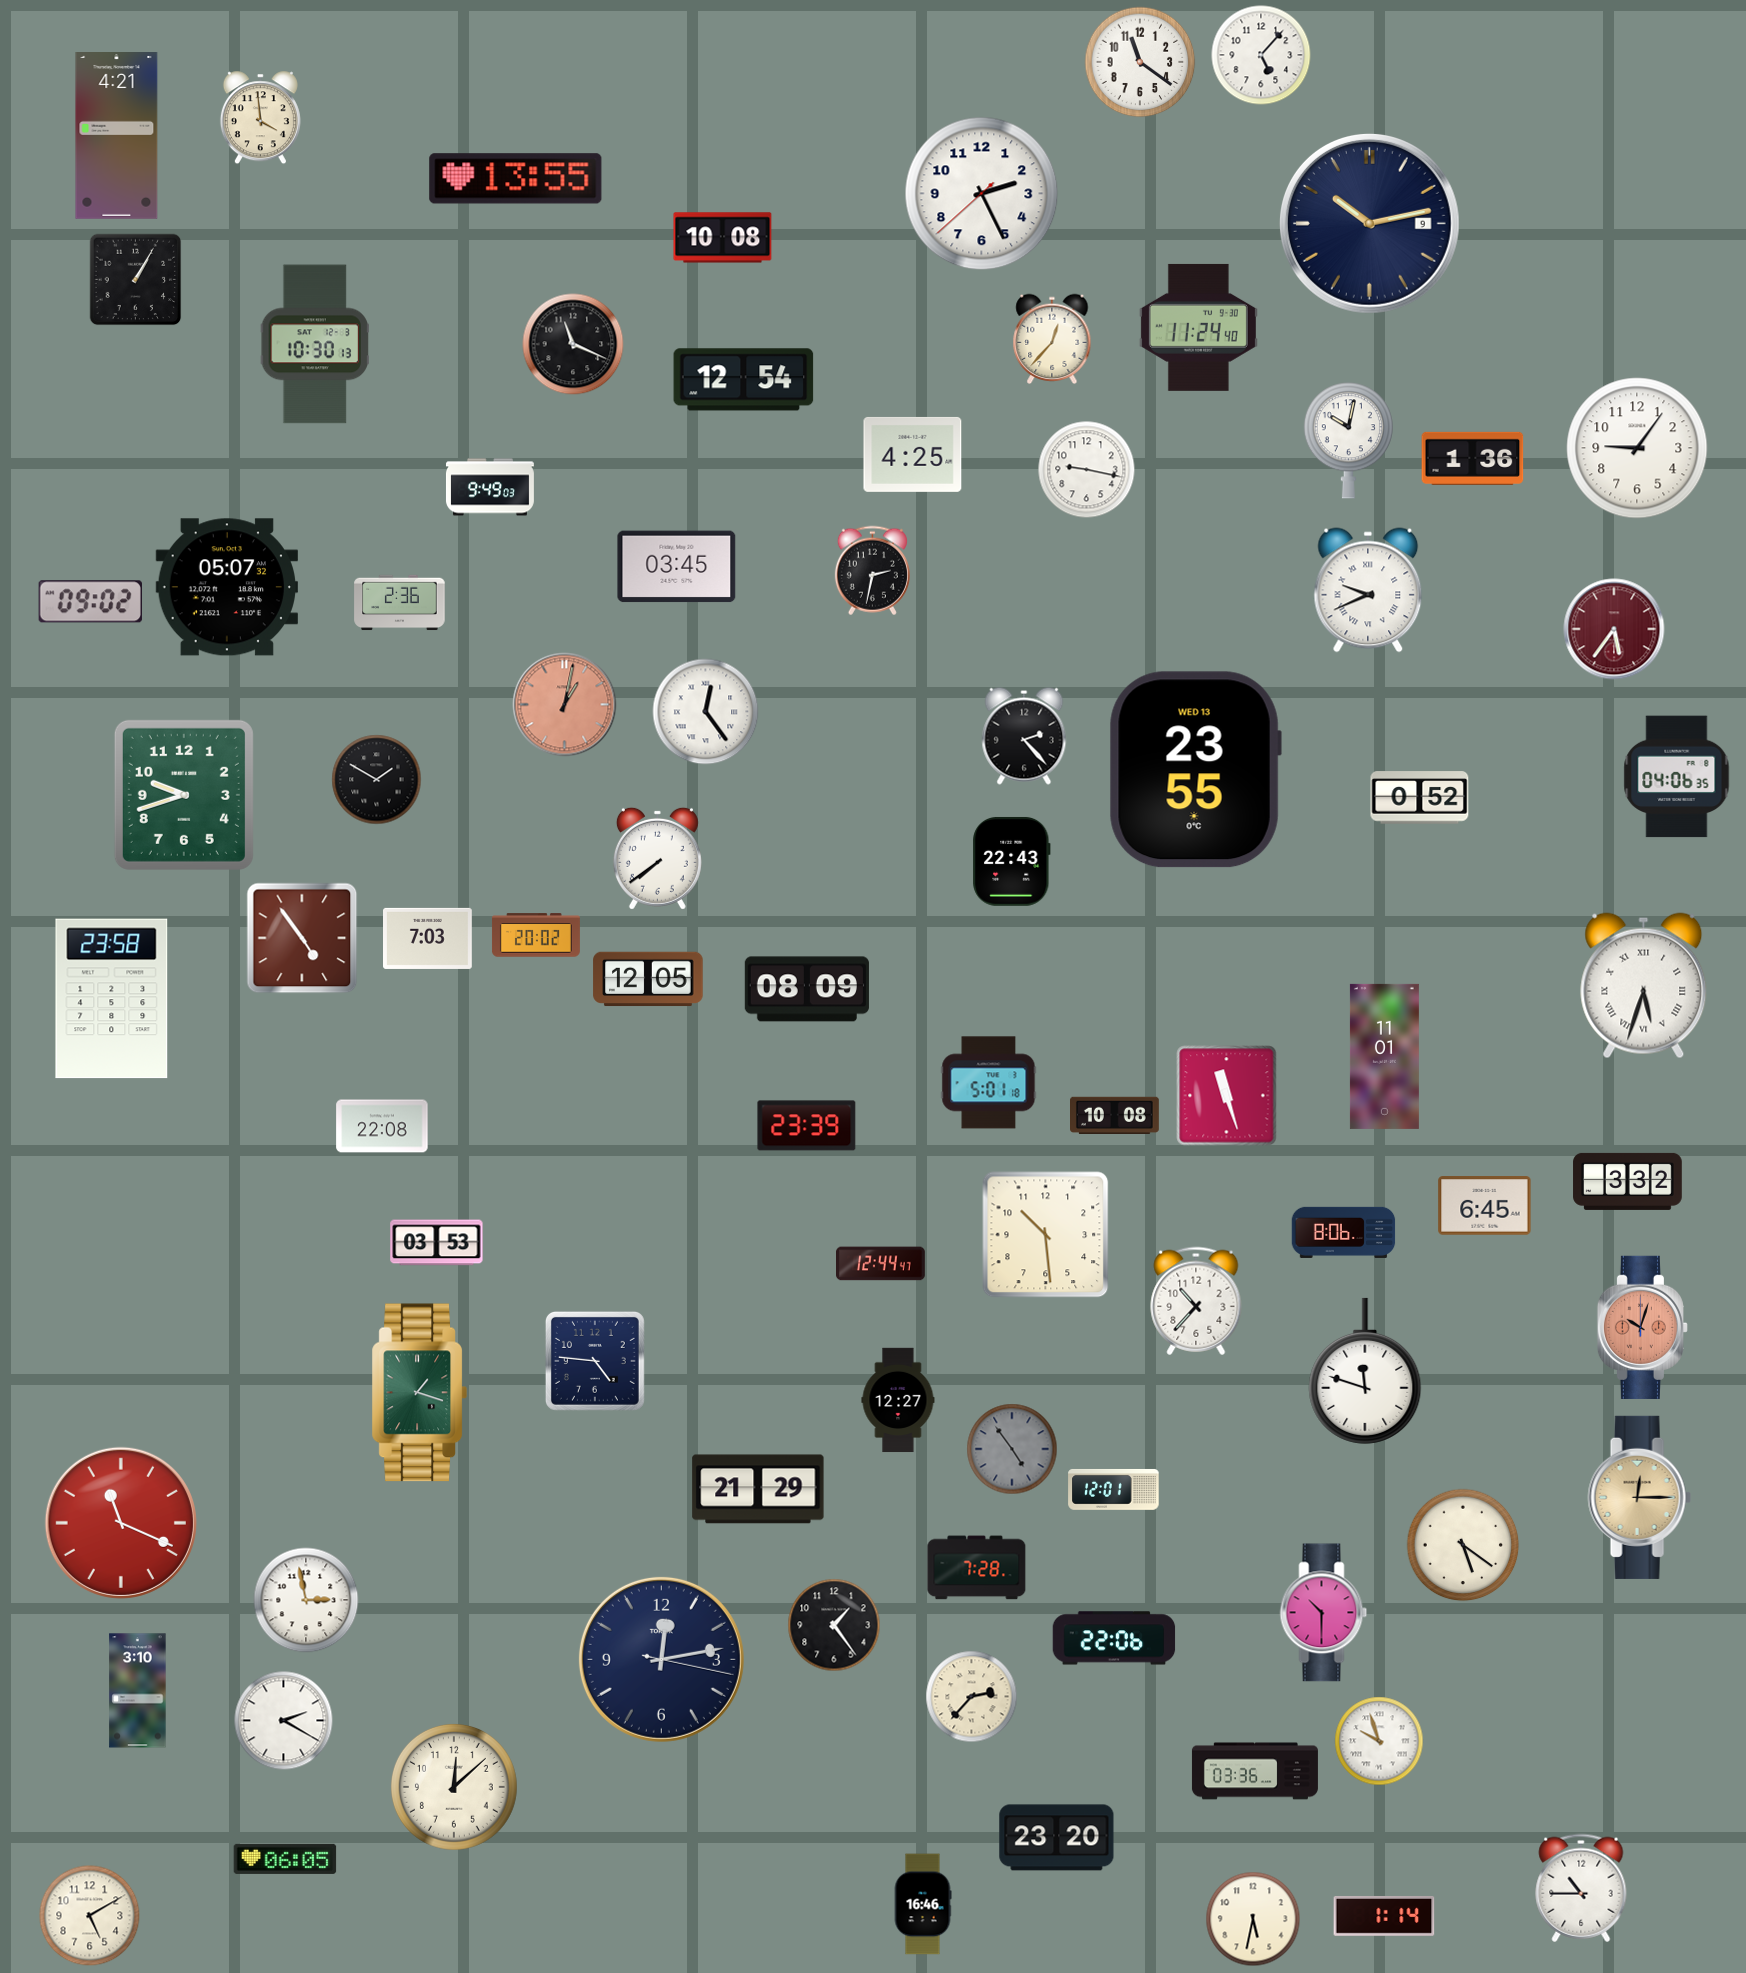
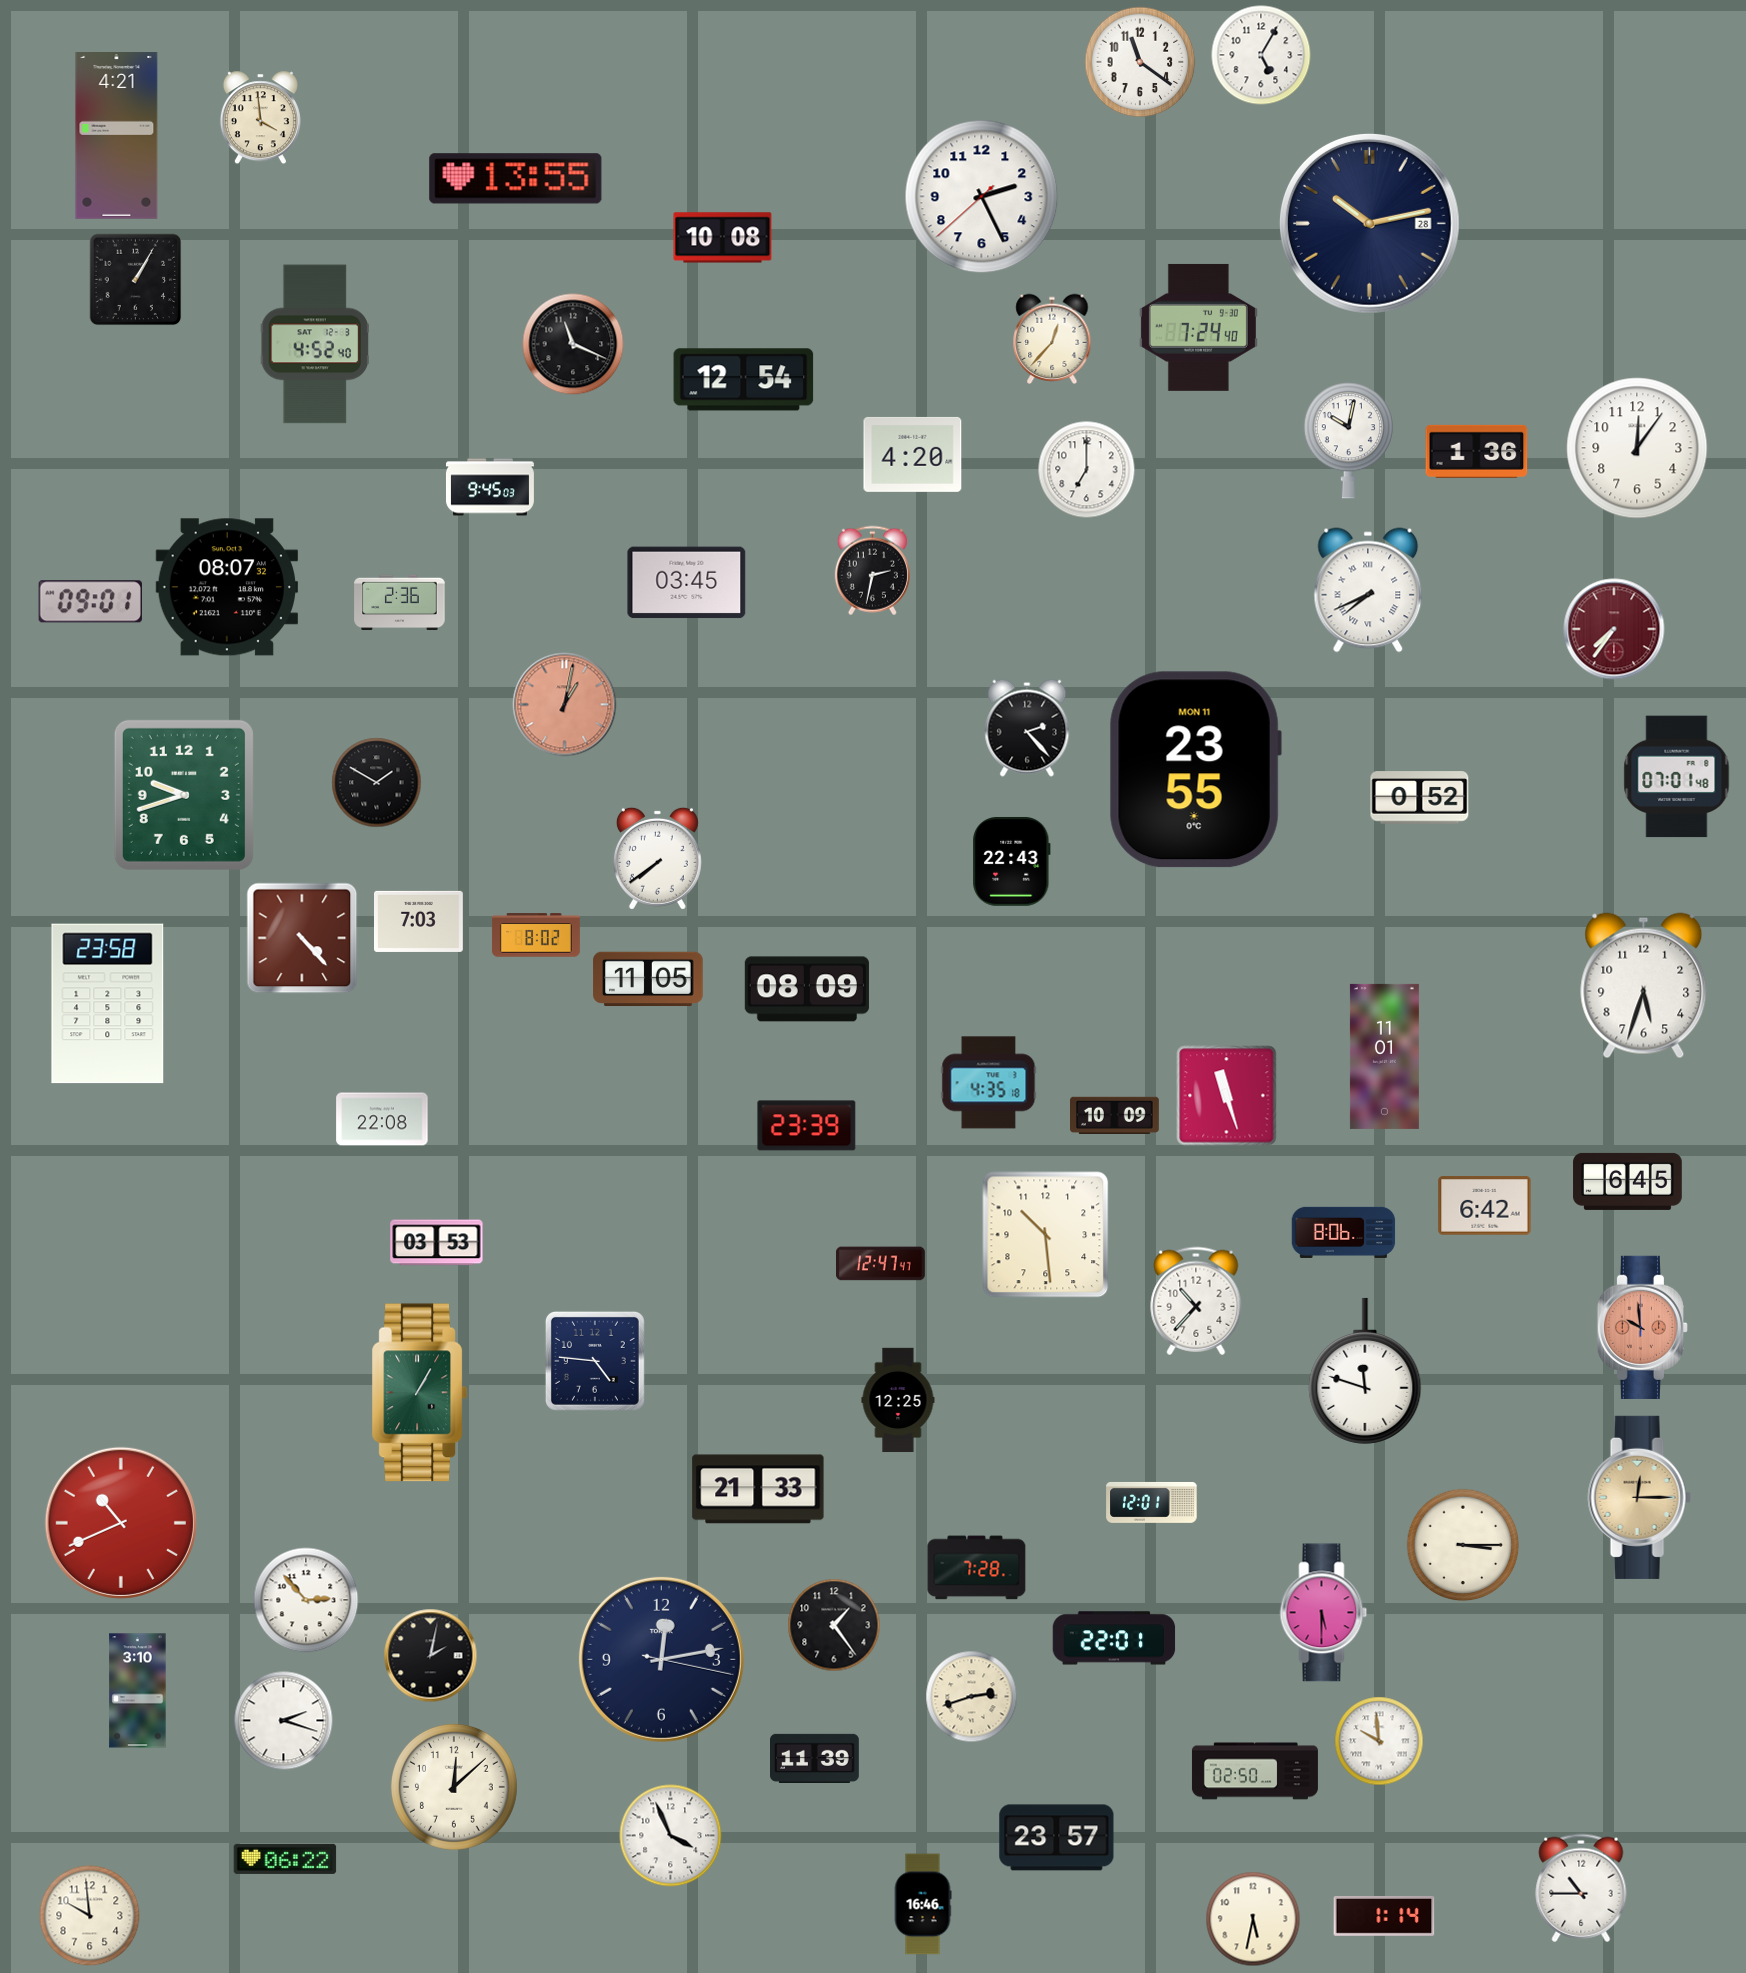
clock at (1261, 55): 5:07 -> 5:05
clock at (982, 194) position: (982, 194) -> (982, 197)
clock at (1369, 223) date: 9 -> 28
clock at (1198, 327): 11:24 -> 7:24
clock at (315, 344): 10:30 -> 4:52
clock at (1637, 448): 9:06 -> 12:06
clock at (913, 454): 4:25 -> 4:20
clock at (1473, 458) position: (1473, 458) -> (1477, 451)
clock at (1087, 470): 9:17 -> 7:00
clock at (490, 487): 9:49 -> 9:45
clock at (677, 567) position: (677, 567) -> (687, 583)
clock at (227, 587): 05:07 -> 08:07
clock at (1368, 590): 9:41 -> 7:41
clock at (90, 602): 09:02 -> 09:01
clock at (1614, 629): 5:36 -> 7:36
clock at (706, 712): 12:24 -> none
clock at (1024, 736) position: (1024, 736) -> (1027, 728)
clock at (1195, 770) date: WED 13 -> MON 11
clock at (1677, 777): 04:06 -> 07:01
clock at (377, 780) position: (377, 780) -> (377, 783)
clock at (536, 935): 20:02 -> 8:02
clock at (302, 938): 4:54 -> 4:23
clock at (428, 938) position: (428, 938) -> (419, 921)
clock at (648, 979): 12:05 -> 11:05
clock at (1644, 986) numerals: Roman -> Arabic
clock at (112, 999) position: (112, 999) -> (108, 1004)
clock at (989, 1083): 5:01 -> 4:35
clock at (1115, 1116): 10:08 -> 10:09
clock at (382, 1126) position: (382, 1126) -> (382, 1119)
clock at (1628, 1181): 3:32 -> 6:45
clock at (1485, 1206): 6:45 -> 6:42
clock at (881, 1264): 12:44 -> 12:47
clock at (1642, 1327): 10:03 -> 9:59
clock at (419, 1393): 1:18 -> 1:05
clock at (898, 1400): 12:27 -> 12:25
clock at (1012, 1449): 4:54 -> none
clock at (758, 1489): 21:29 -> 21:33
clock at (1114, 1489) position: (1114, 1489) -> (1152, 1502)
clock at (121, 1523): 11:19 -> 10:41
clock at (1463, 1545): 5:21 -> 3:15
clock at (306, 1600): 2:58 -> 2:53
clock at (1324, 1613): 10:30 -> 5:30
clock at (1114, 1638): 22:06 -> 22:01
clock at (431, 1656): none -> 2:02
clock at (972, 1697): 2:37 -> 2:42
clock at (284, 1721): 2:20 -> 2:18
clock at (1379, 1741): 9:57 -> 9:59
clock at (815, 1758): none -> 11:39
clock at (1255, 1771): 03:36 -> 02:50
clock at (671, 1836): none -> 3:56
clock at (1057, 1838): 23:20 -> 23:57
clock at (285, 1859): 06:05 -> 06:22
clock at (90, 1916): 5:10 -> 9:59
